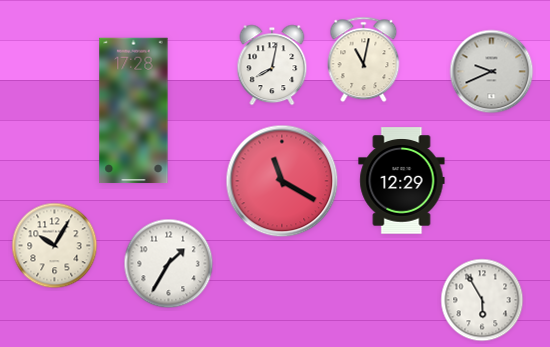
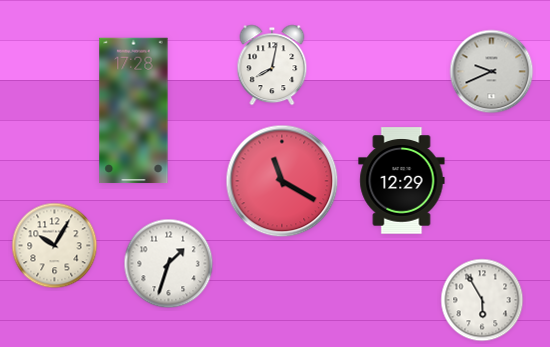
clock at (364, 60): 11:02 -> none
clock at (169, 264): 1:35 -> 1:33
